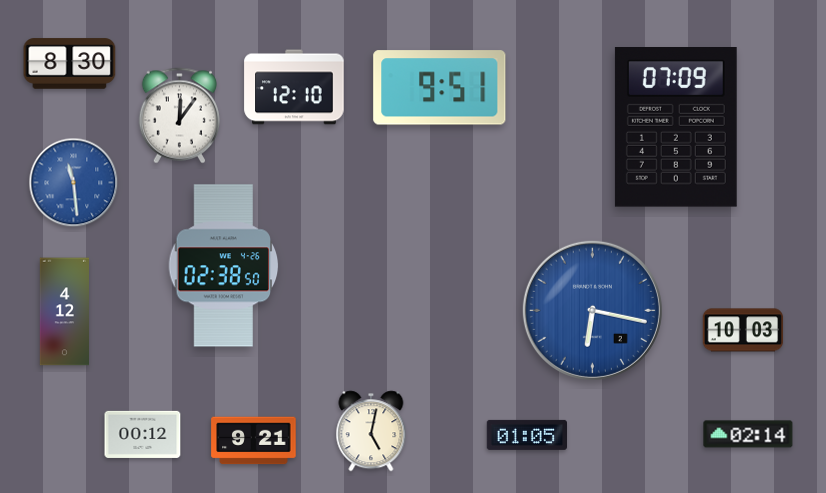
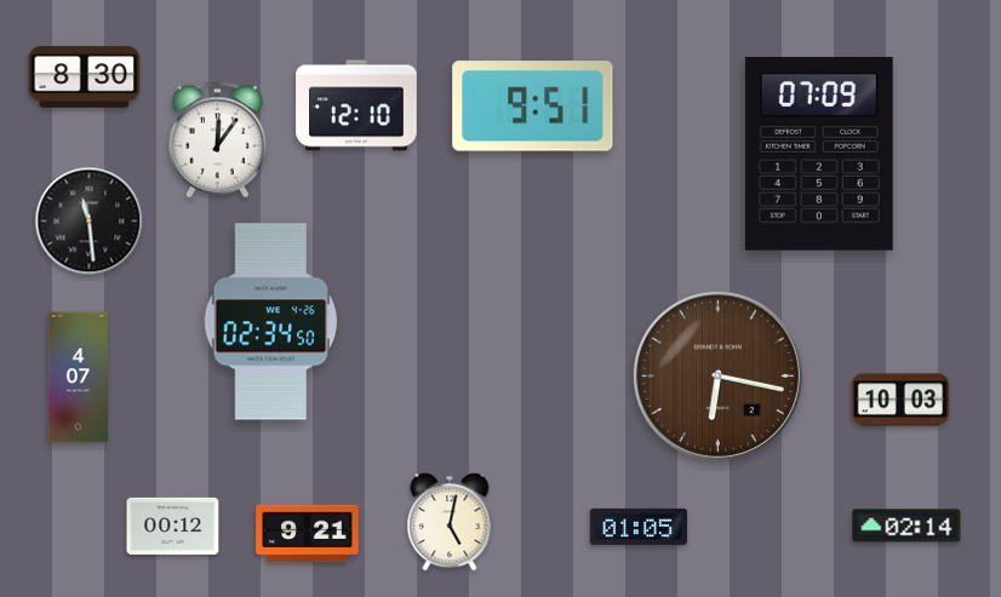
clock at (74, 183) dial: blue -> black
clock at (224, 266): 02:38 -> 02:34
clock at (592, 310) dial: blue -> brown
clock at (65, 312): 4:12 -> 4:07
